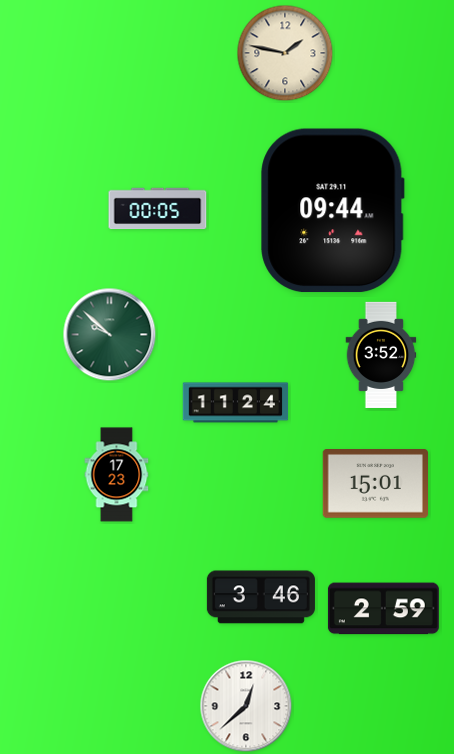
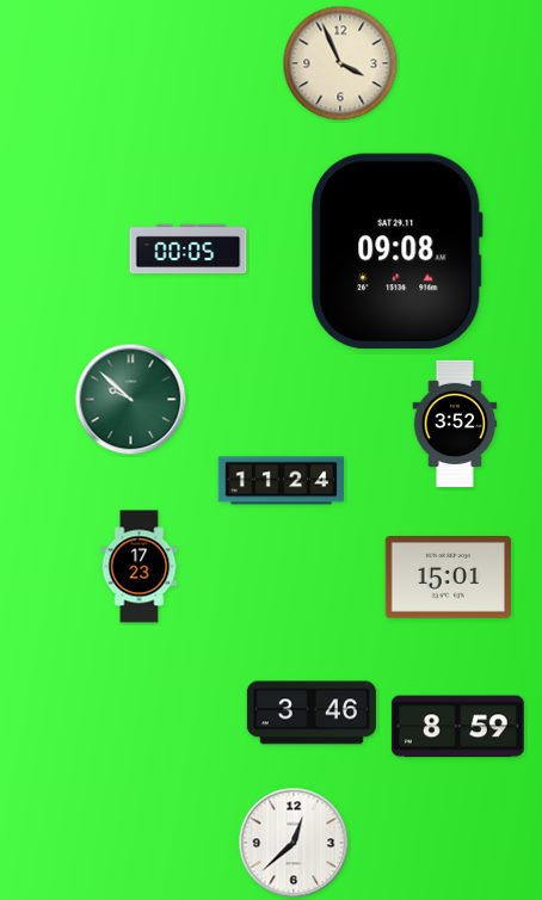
clock at (285, 53): 1:47 -> 3:56
clock at (333, 211): 09:44 -> 09:08
clock at (383, 609): 2:59 -> 8:59
